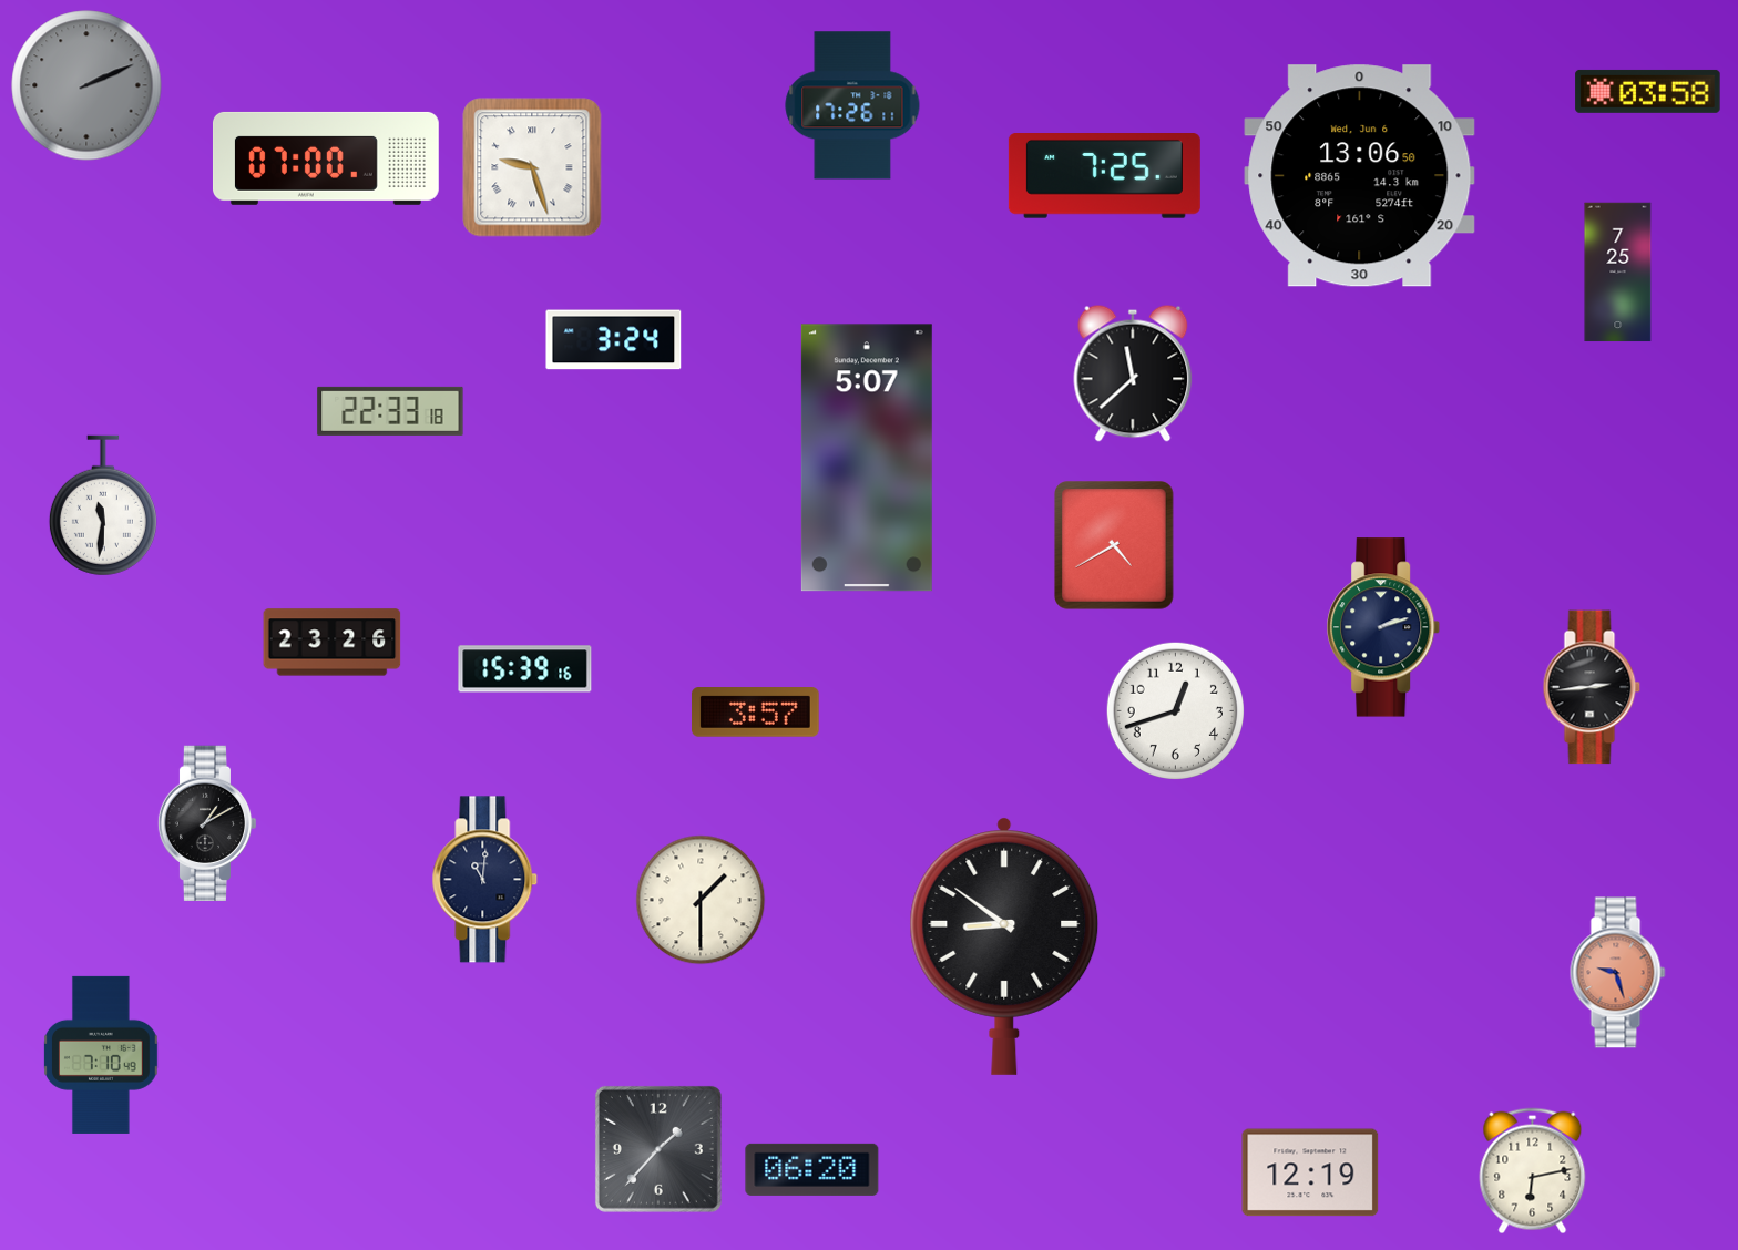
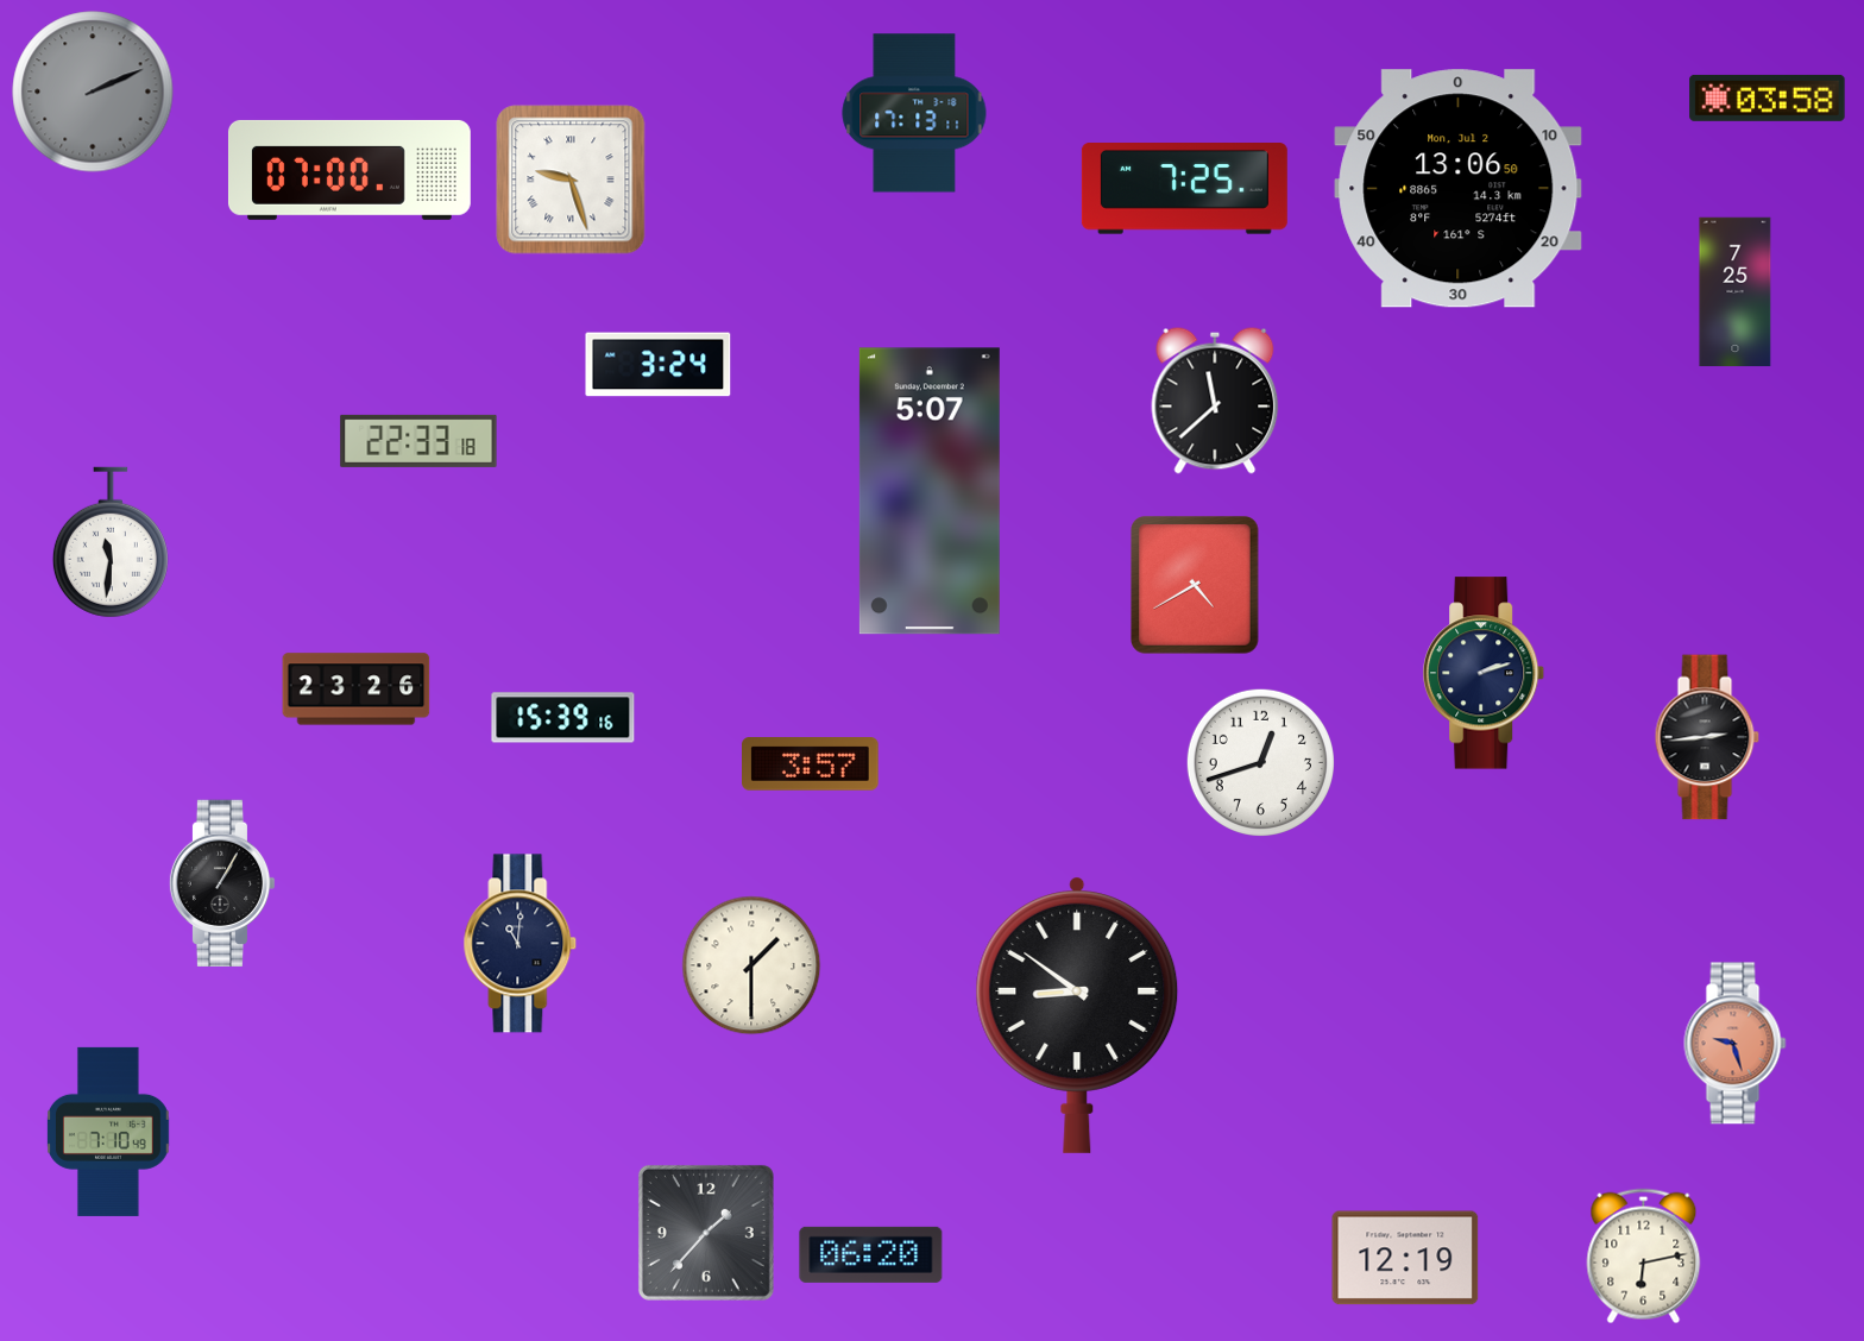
clock at (852, 105): 17:26 -> 17:13
clock at (1360, 176) date: Wed, Jun 6 -> Mon, Jul 2
clock at (207, 822): 1:10 -> 1:05
